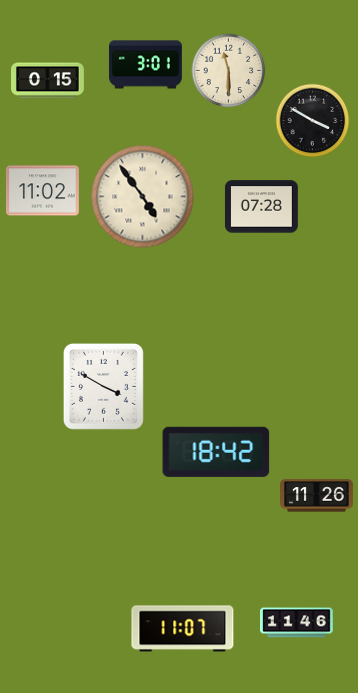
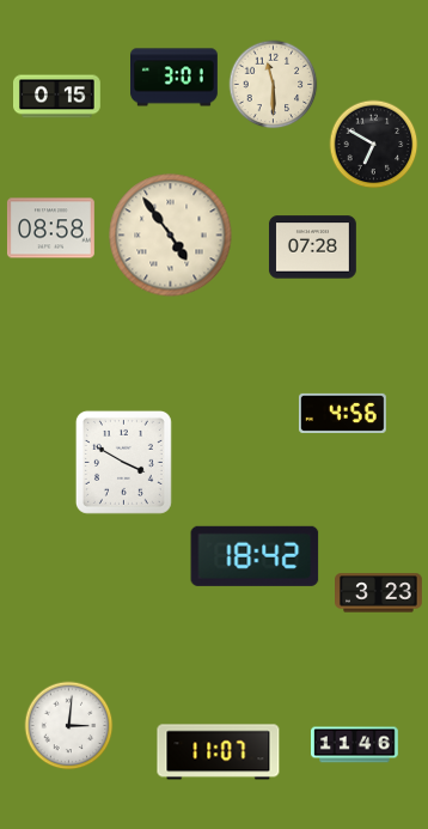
clock at (313, 121): 3:50 -> 6:50
clock at (43, 191): 11:02 -> 08:58
clock at (342, 413): none -> 4:56
clock at (216, 452) position: (216, 452) -> (255, 556)
clock at (317, 496): 11:26 -> 3:23
clock at (69, 726): none -> 3:01
